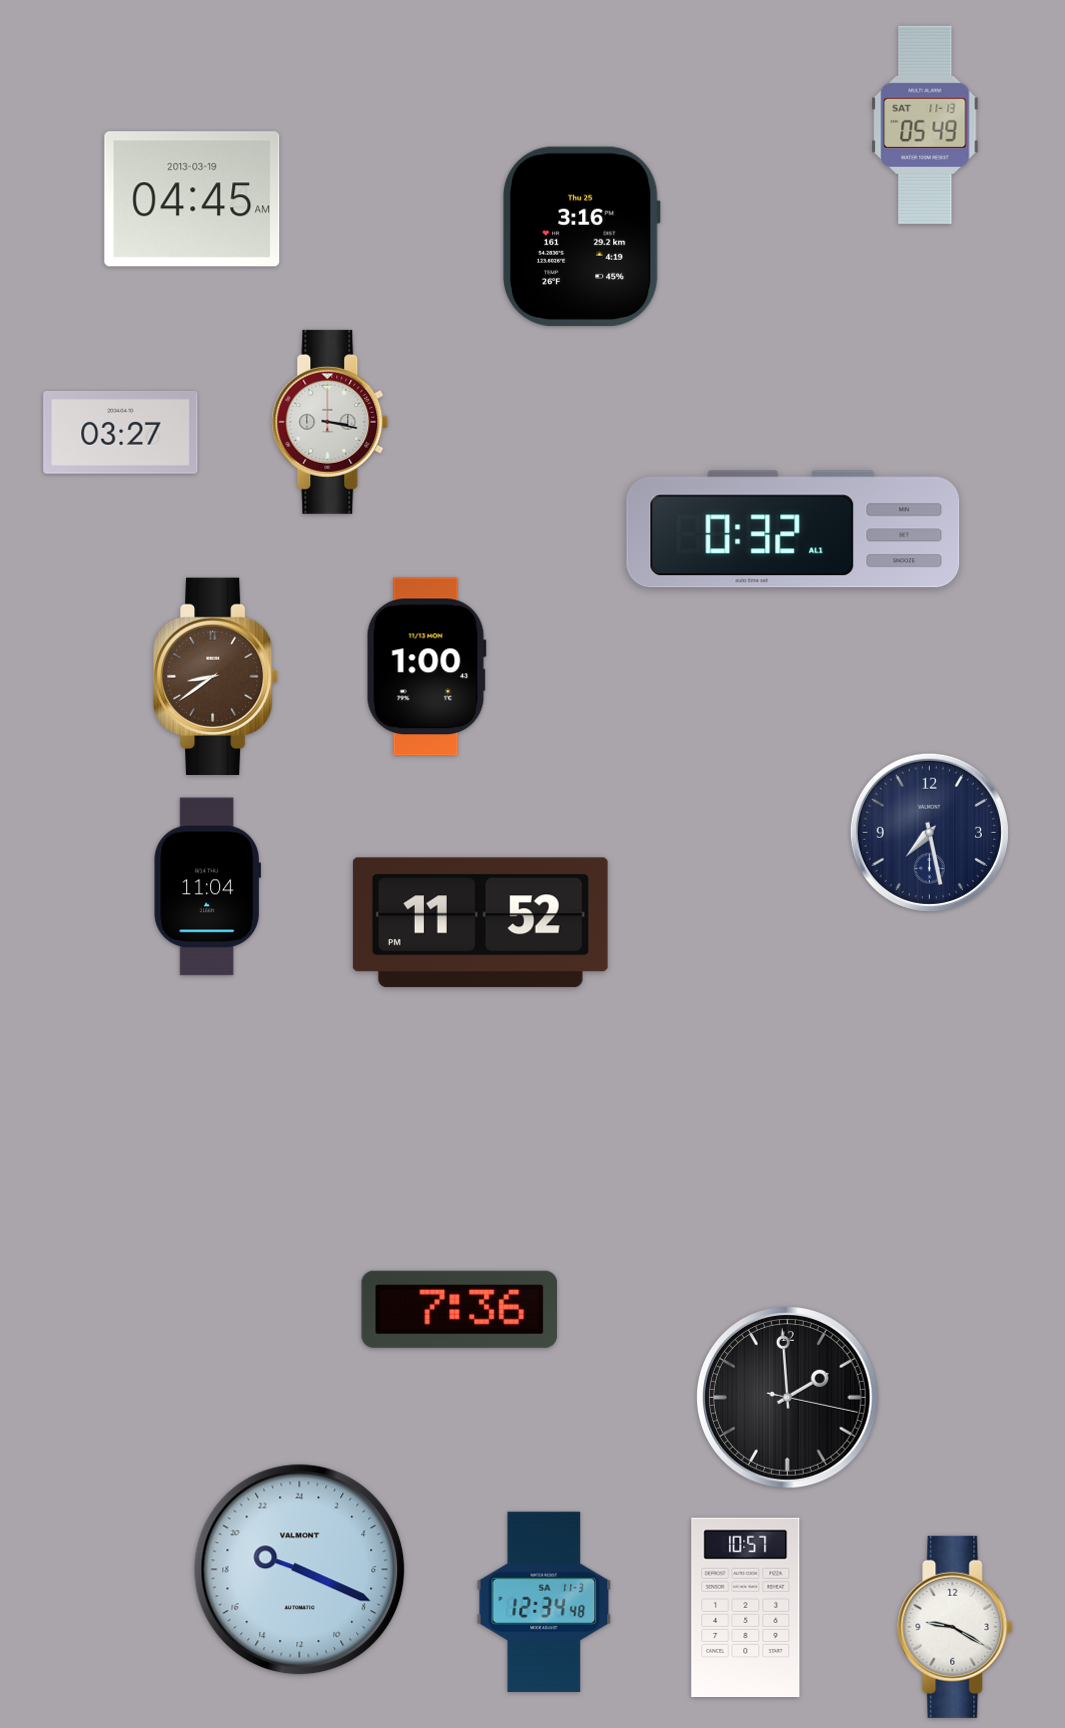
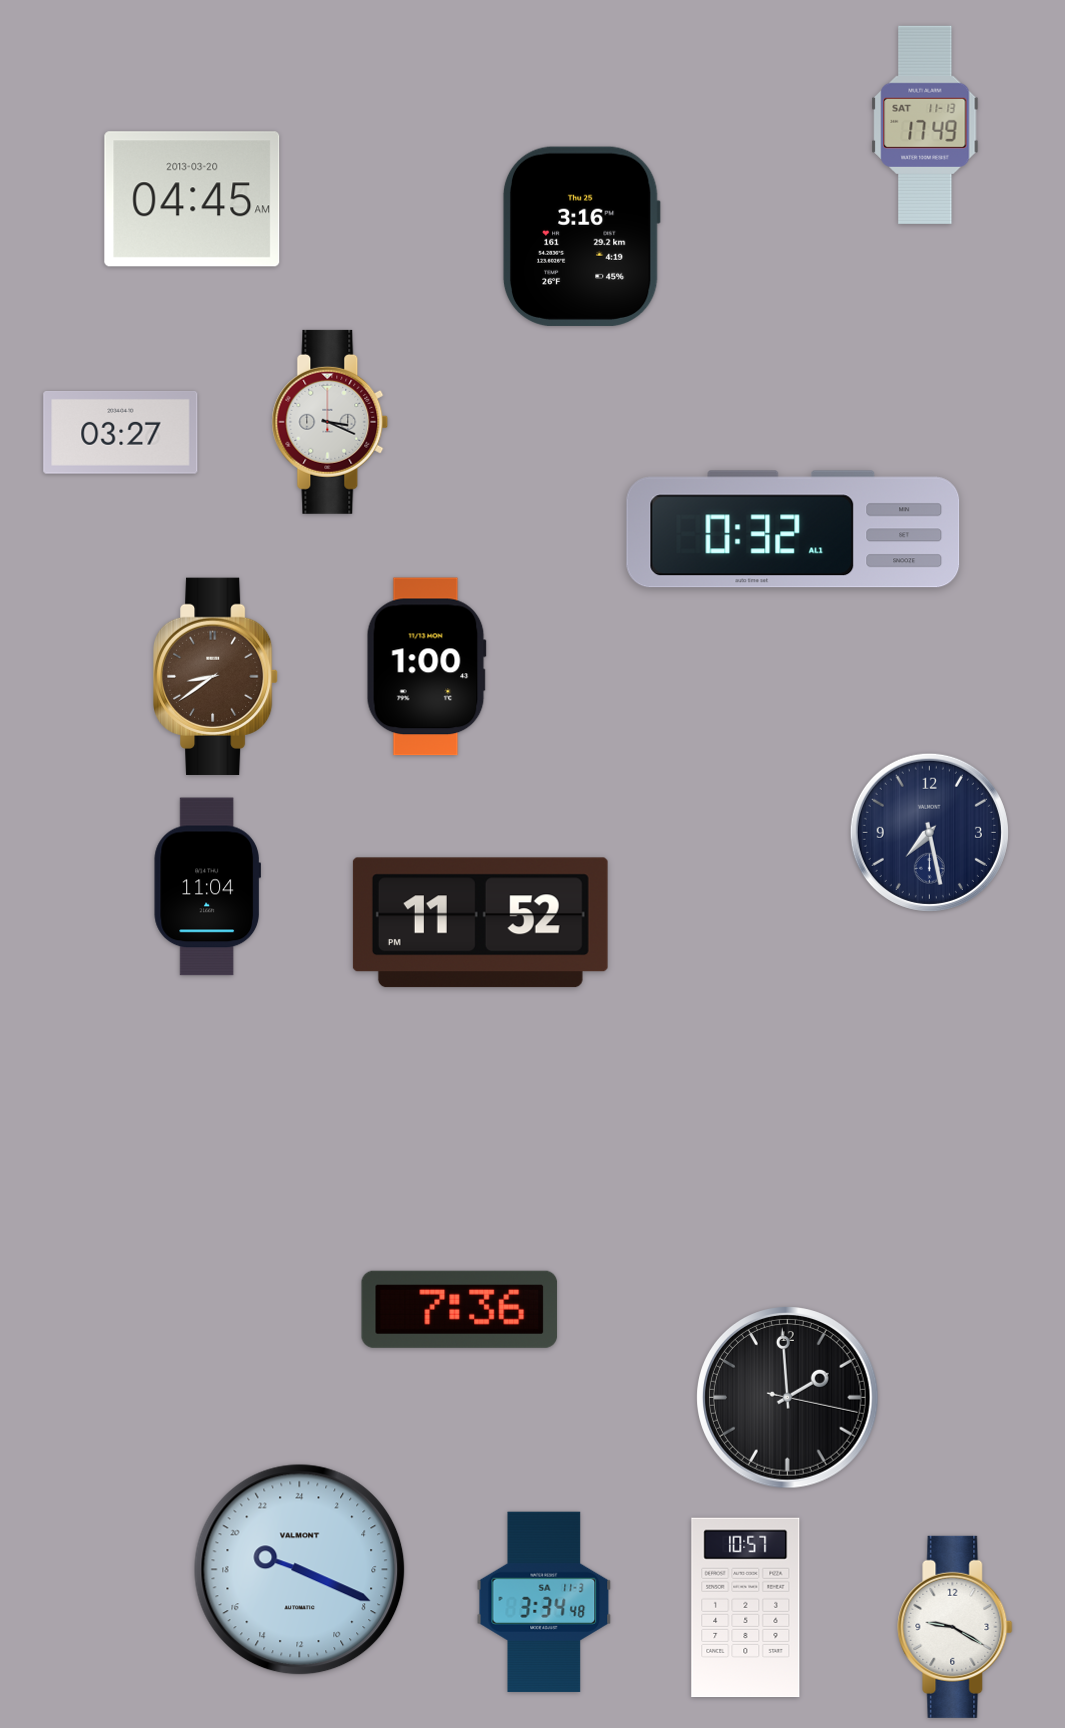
clock at (925, 125): 05:49 -> 17:49
clock at (192, 199) date: 2013-03-19 -> 2013-03-20
clock at (330, 422): 3:17 -> 3:19
clock at (544, 1602): 12:34 -> 3:34
